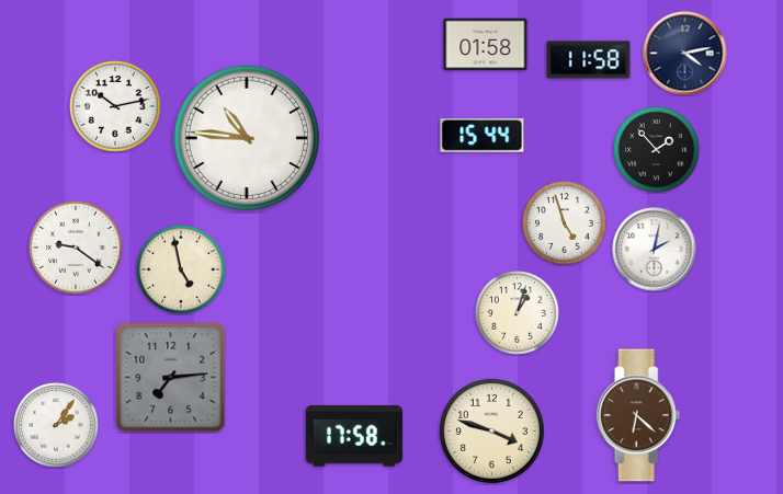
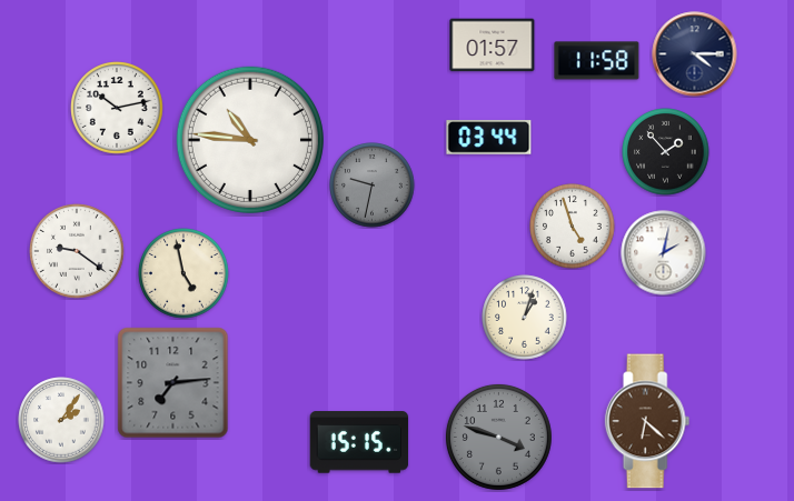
clock at (486, 45): 01:58 -> 01:57
clock at (685, 54): 4:13 -> 4:15
clock at (483, 136): 15:44 -> 03:44
clock at (373, 186): none -> 9:32
clock at (56, 425) position: (56, 425) -> (61, 420)
clock at (491, 430) dial: cream -> grey
clock at (354, 436): 17:58 -> 15:15
